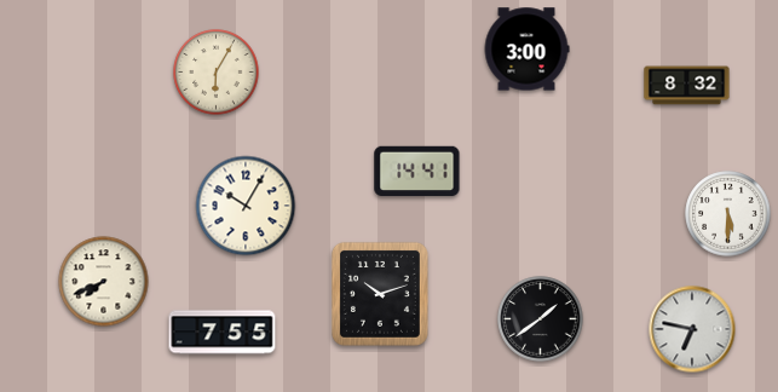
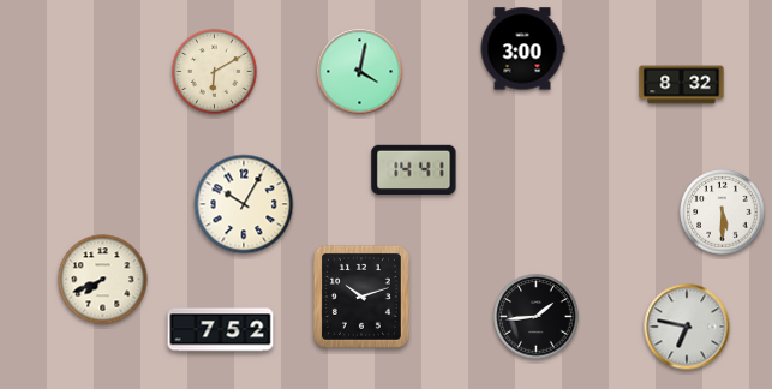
clock at (217, 73): 6:05 -> 6:10
clock at (360, 72): none -> 4:02
clock at (380, 294) position: (380, 294) -> (361, 297)
clock at (541, 319): 1:39 -> 1:44
clock at (223, 333): 7:55 -> 7:52
